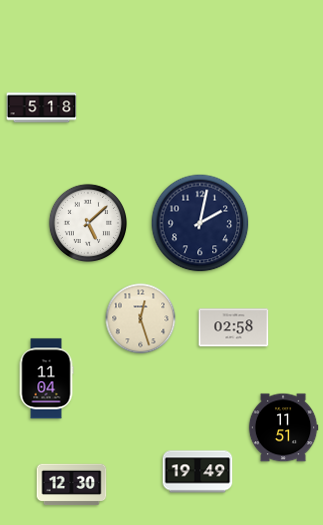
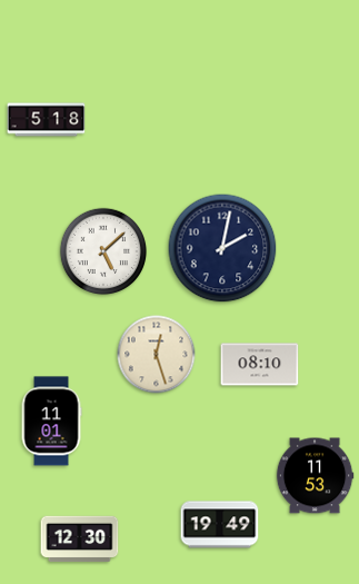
clock at (88, 223) position: (88, 223) -> (103, 251)
clock at (234, 328): 02:58 -> 08:10
clock at (46, 379): 11:04 -> 11:01
clock at (283, 428): 11:51 -> 11:53
